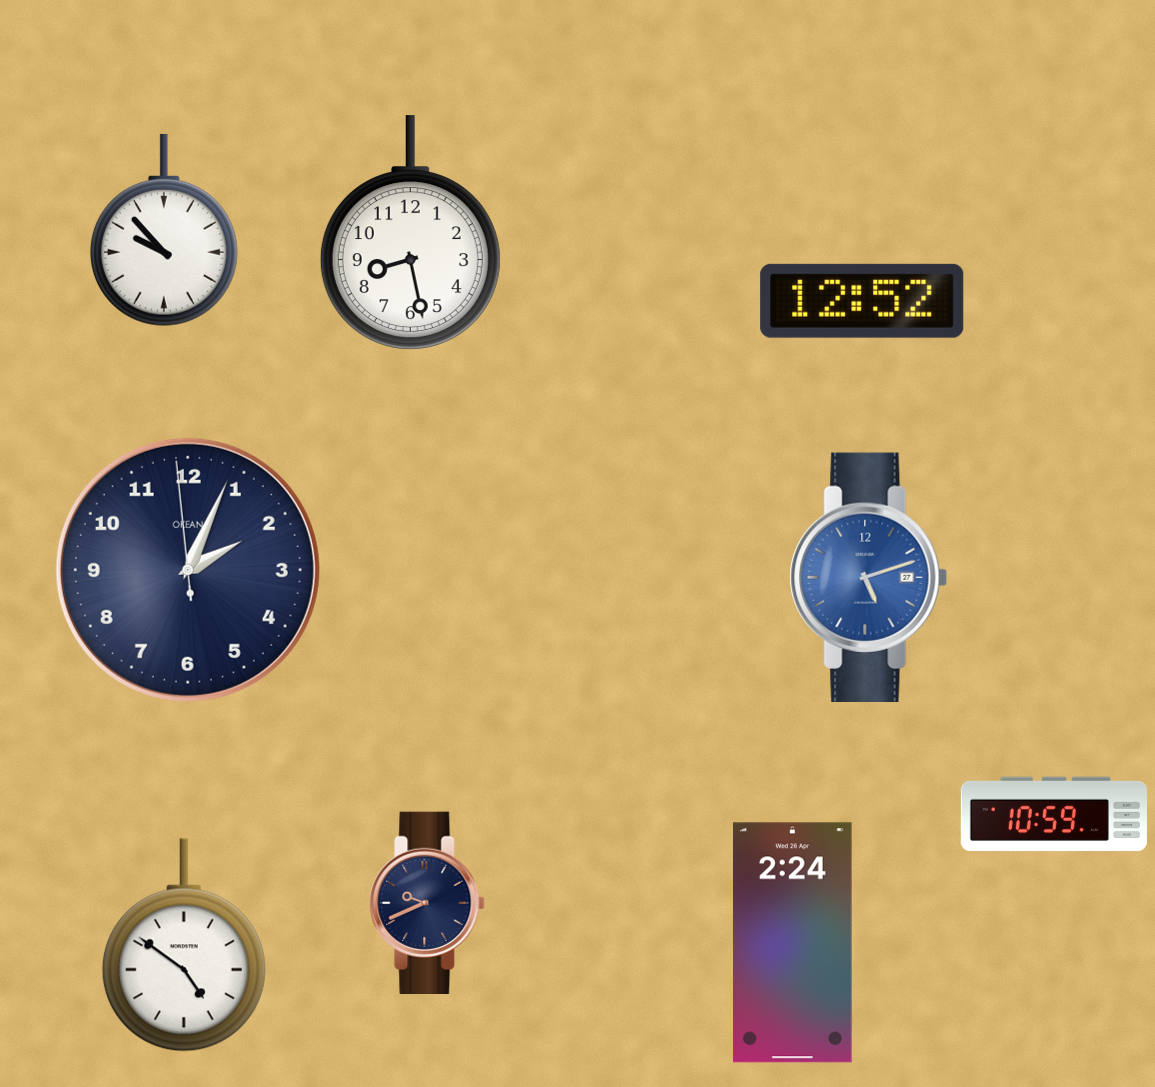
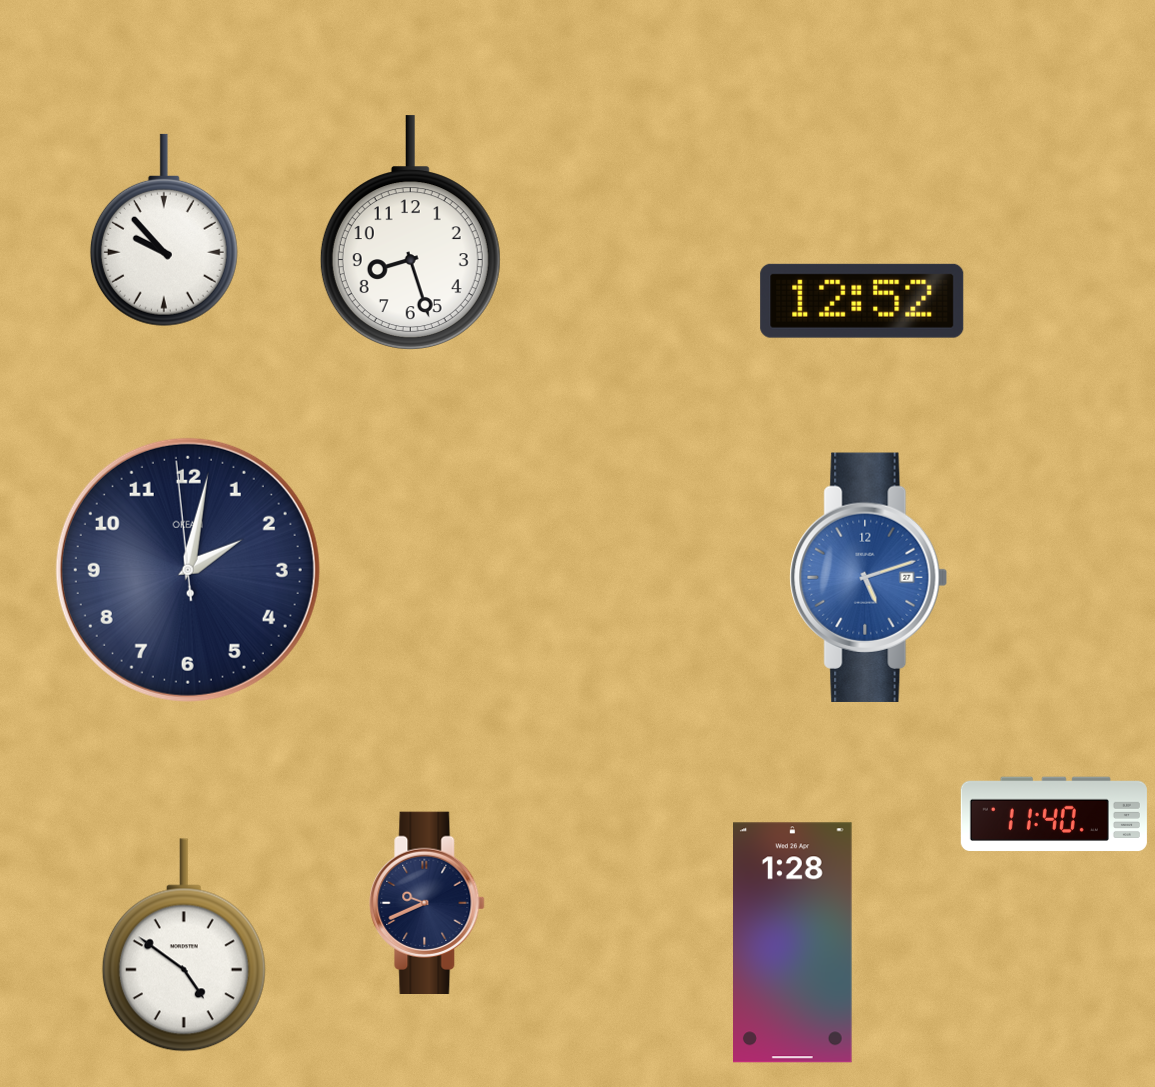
clock at (410, 232): 8:28 -> 8:27
clock at (188, 570): 2:03 -> 2:01
clock at (1054, 814): 10:59 -> 11:40
clock at (793, 943): 2:24 -> 1:28
